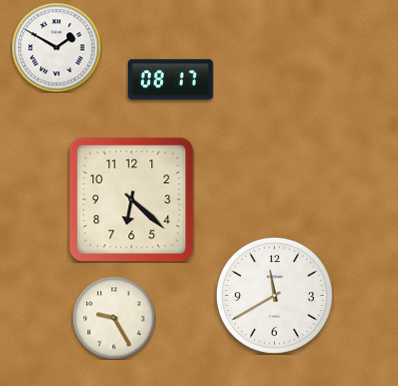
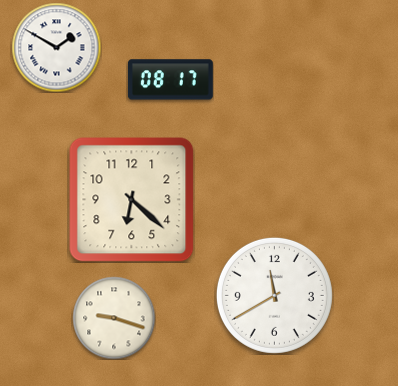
clock at (114, 318): 9:25 -> 9:18
